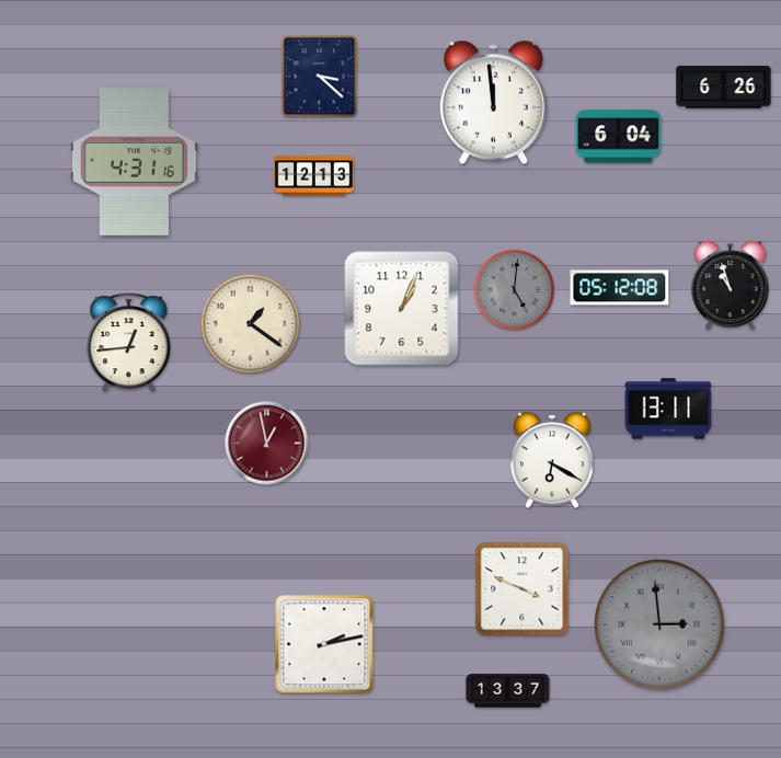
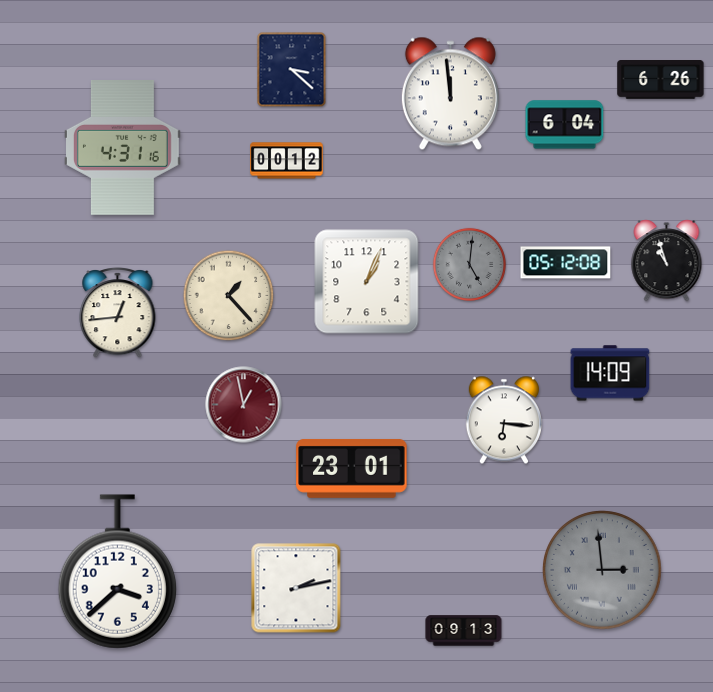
clock at (314, 176): 12:13 -> 00:12
clock at (251, 324): 1:21 -> 1:23
clock at (668, 409): 13:11 -> 14:09
clock at (552, 460): 6:20 -> 6:16
clock at (352, 468): none -> 23:01
clock at (522, 589): 3:49 -> none
clock at (117, 572): none -> 3:38
clock at (508, 691): 13:37 -> 09:13
